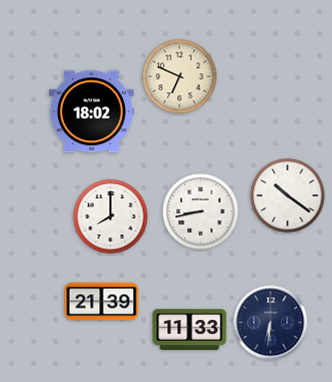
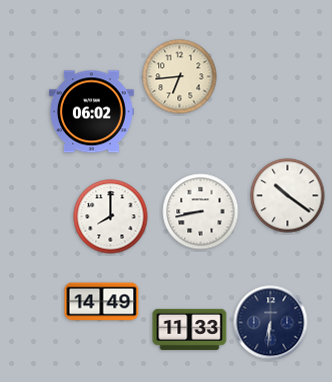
clock at (180, 77): 6:49 -> 6:44
clock at (91, 112): 18:02 -> 06:02
clock at (102, 302): 21:39 -> 14:49
